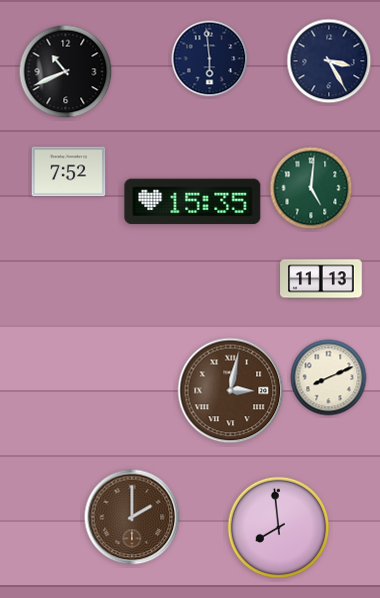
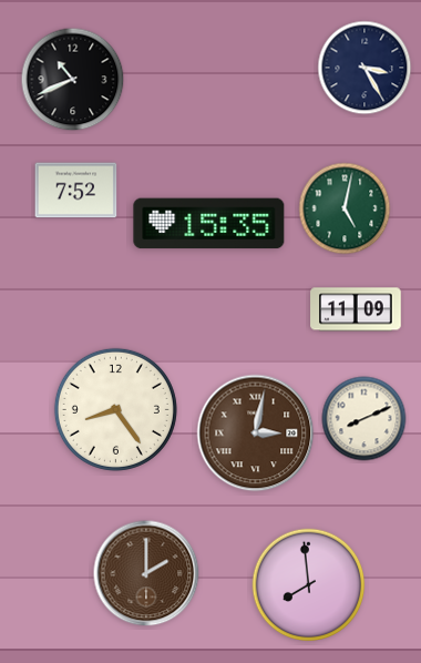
clock at (210, 59): 5:59 -> none
clock at (311, 188): 5:01 -> 5:02
clock at (193, 202) position: (193, 202) -> (209, 224)
clock at (321, 279): 11:13 -> 11:09
clock at (115, 409): none -> 8:24
